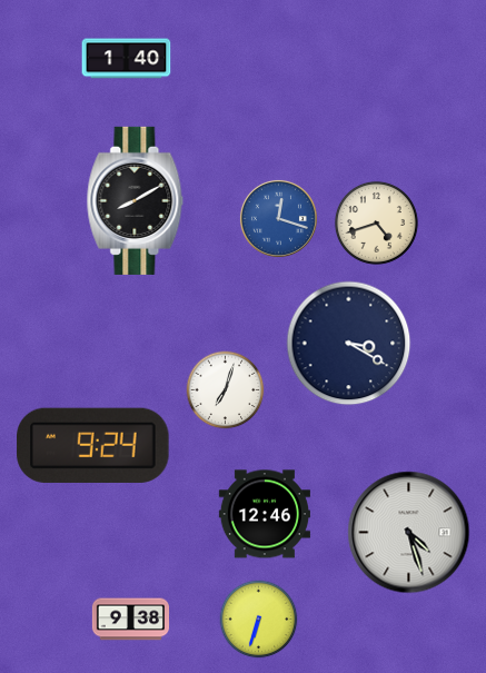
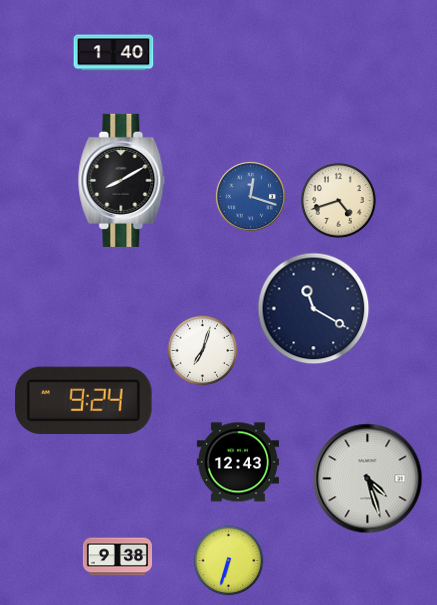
clock at (349, 344): 3:20 -> 11:20
clock at (265, 514): 12:46 -> 12:43
clock at (259, 620) position: (259, 620) -> (229, 561)
